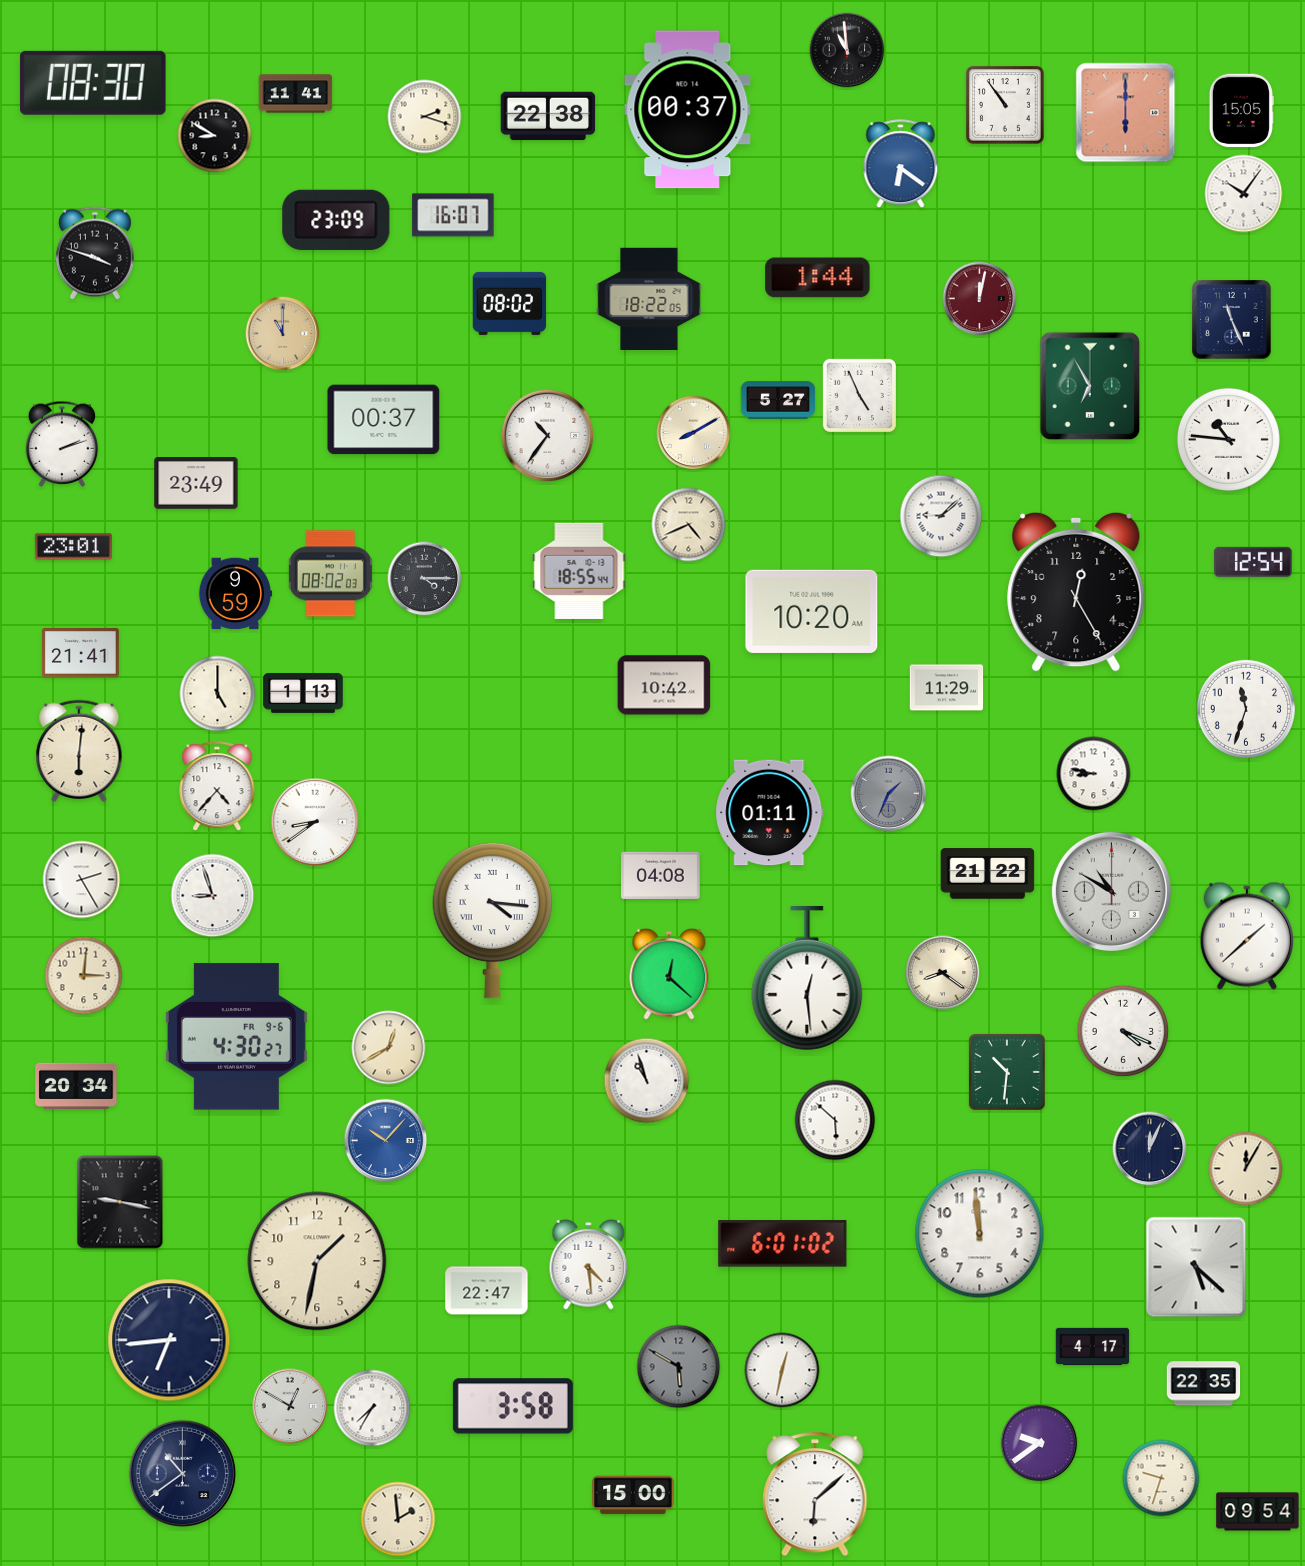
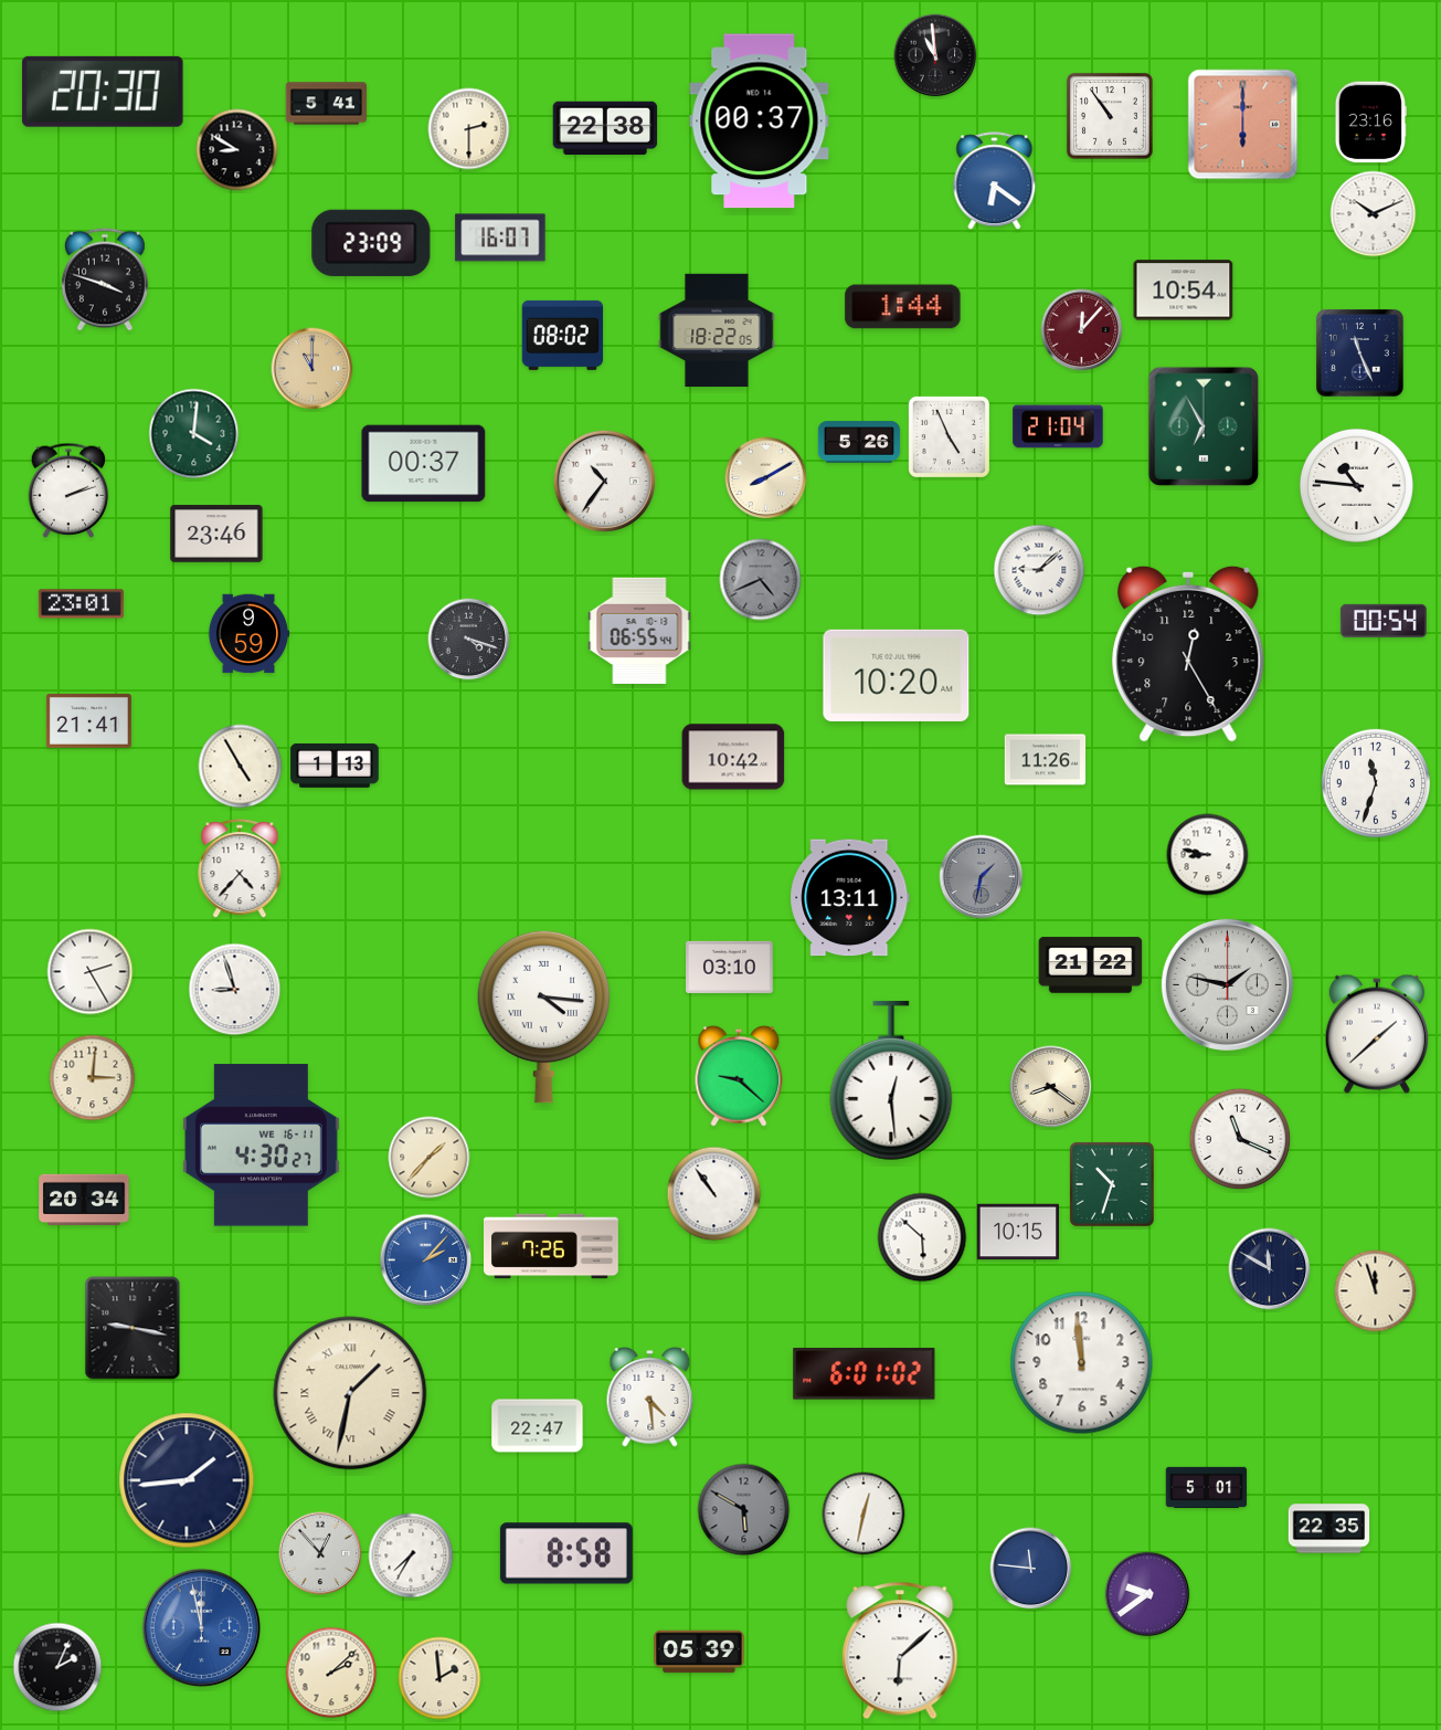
clock at (93, 83): 08:30 -> 20:30
clock at (296, 94): 11:41 -> 5:41
clock at (1241, 111): 15:05 -> 23:16
clock at (425, 117): 2:18 -> 2:30
clock at (1244, 194): 10:06 -> 10:11
clock at (1184, 291): none -> 10:54
clock at (980, 299): 12:02 -> 12:07
clock at (1058, 426): none -> 21:04
clock at (194, 434): none -> 4:01
clock at (778, 400): 5:27 -> 5:26
clock at (196, 483): 23:49 -> 23:46
clock at (689, 525) dial: cream -> grey
clock at (1253, 562): 12:54 -> 00:54
clock at (579, 571): 18:55 -> 06:55
clock at (330, 574): 08:02 -> none
clock at (425, 579): 4:15 -> 4:18
clock at (235, 594) position: (235, 594) -> (248, 634)
clock at (947, 688): 11:29 -> 11:26
clock at (218, 694): 5:00 -> 4:55
clock at (79, 751): 6:01 -> none
clock at (889, 794): 1:34 -> 1:32
clock at (770, 813): 01:11 -> 13:11
clock at (315, 822): 8:39 -> none
clock at (661, 875): 04:08 -> 03:10
clock at (1111, 891): 10:50 -> 1:47
clock at (943, 973) position: (943, 973) -> (1051, 1087)
clock at (669, 974): 12:22 -> 9:22
clock at (1123, 1031): 4:19 -> 11:19
clock at (236, 1037) date: FR 9-6 -> WE 16-11
clock at (389, 1048): 12:40 -> 1:37
clock at (1007, 1072): 10:31 -> 10:33
clock at (647, 1081): 10:57 -> 10:54
clock at (1017, 1232): none -> 10:15
clock at (552, 1246): none -> 7:26
clock at (386, 1141): 10:07 -> 2:07
clock at (1150, 1149): 12:04 -> 11:50
clock at (1246, 1169): 12:05 -> 11:57
clock at (317, 1261) numerals: Arabic -> Roman
clock at (1196, 1267): 5:22 -> none
clock at (169, 1340): 6:44 -> 1:44
clock at (1093, 1347): 4:17 -> 5:01
clock at (679, 1367) position: (679, 1367) -> (744, 1510)
clock at (290, 1406): 12:50 -> 12:53
clock at (513, 1406): 3:58 -> 8:58
clock at (1031, 1569): none -> 11:46
clock at (182, 1473): 10:39 -> 11:58
clock at (182, 1473) dial: navy -> blue
clock at (1161, 1478): 9:33 -> none
clock at (633, 1495): 15:00 -> 05:39
clock at (57, 1667): none -> 2:04
clock at (1258, 1512): 09:54 -> none
clock at (331, 1673): none -> 2:08
